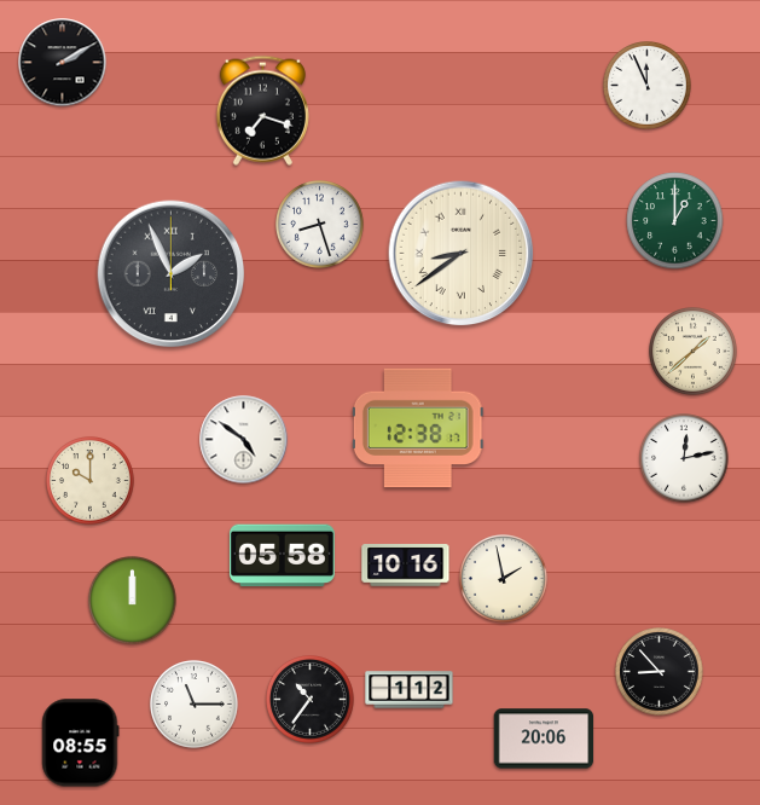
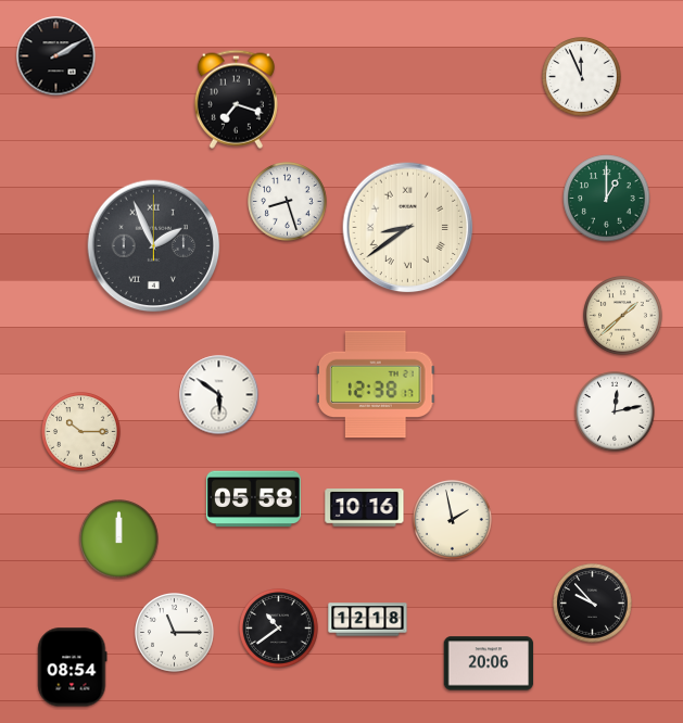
clock at (462, 254) position: (462, 254) -> (408, 228)
clock at (244, 440): 4:51 -> 5:51
clock at (91, 481): 10:00 -> 10:15
clock at (660, 672): 8:53 -> 9:53
clock at (410, 690): 1:12 -> 12:18
clock at (311, 700): 10:36 -> 10:39
clock at (81, 743): 08:55 -> 08:54
